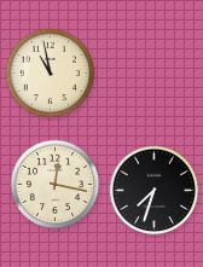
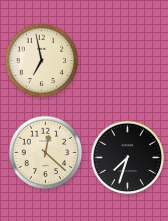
clock at (51, 74): 10:58 -> 6:58
clock at (56, 185): 12:17 -> 12:22
